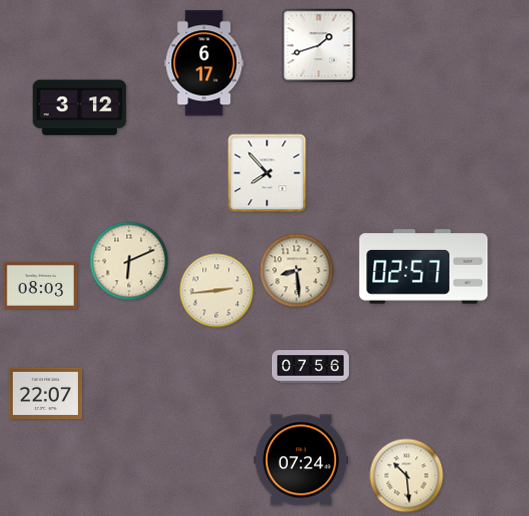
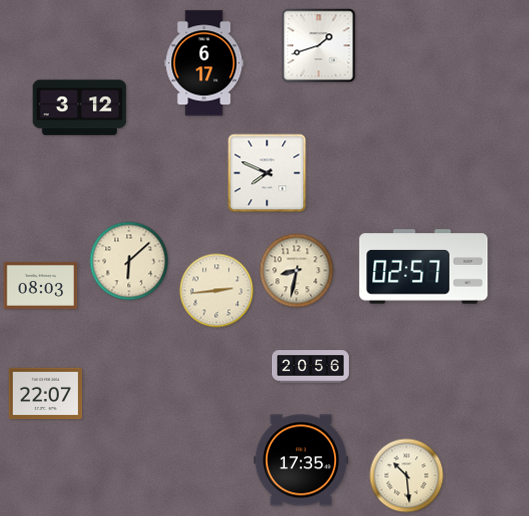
clock at (267, 173): 7:53 -> 7:49
clock at (129, 261): 6:11 -> 6:08
clock at (297, 271): 8:29 -> 8:32
clock at (310, 367): 07:56 -> 20:56
clock at (301, 460): 07:24 -> 17:35
